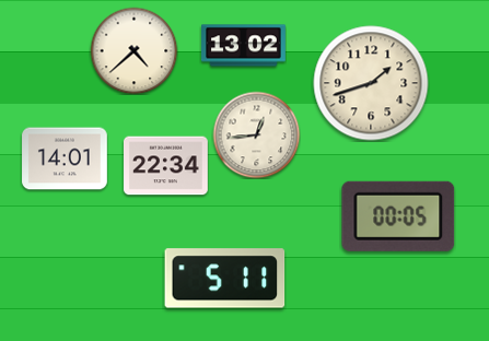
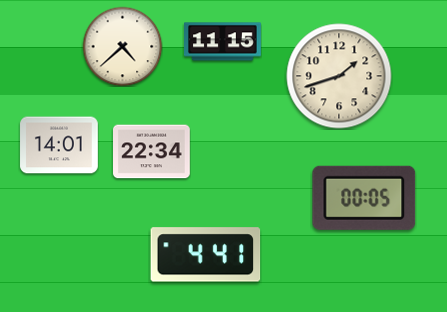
clock at (244, 46): 13:02 -> 11:15
clock at (256, 134): 12:44 -> none
clock at (225, 279): 5:11 -> 4:41
